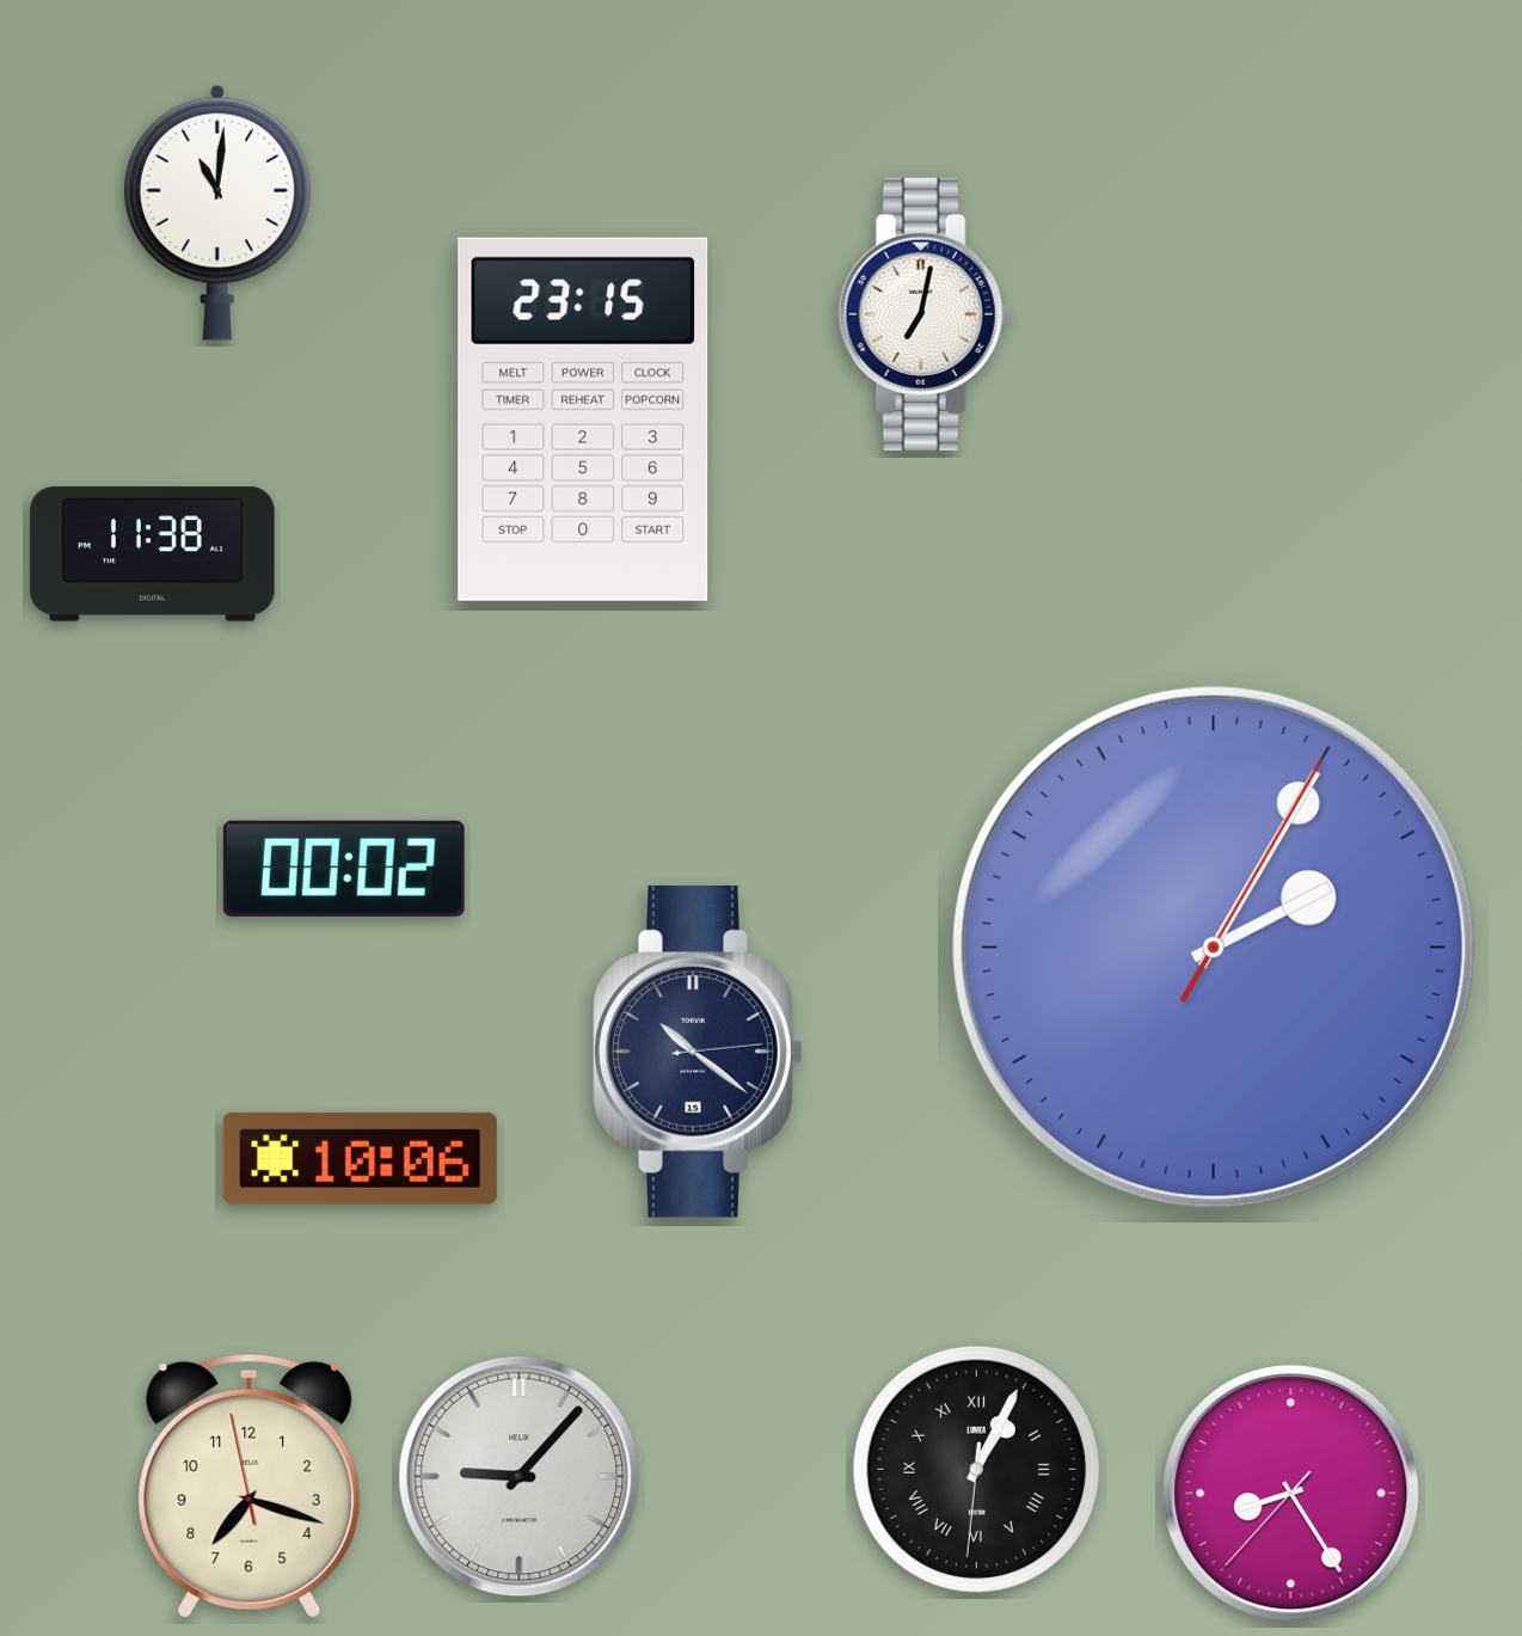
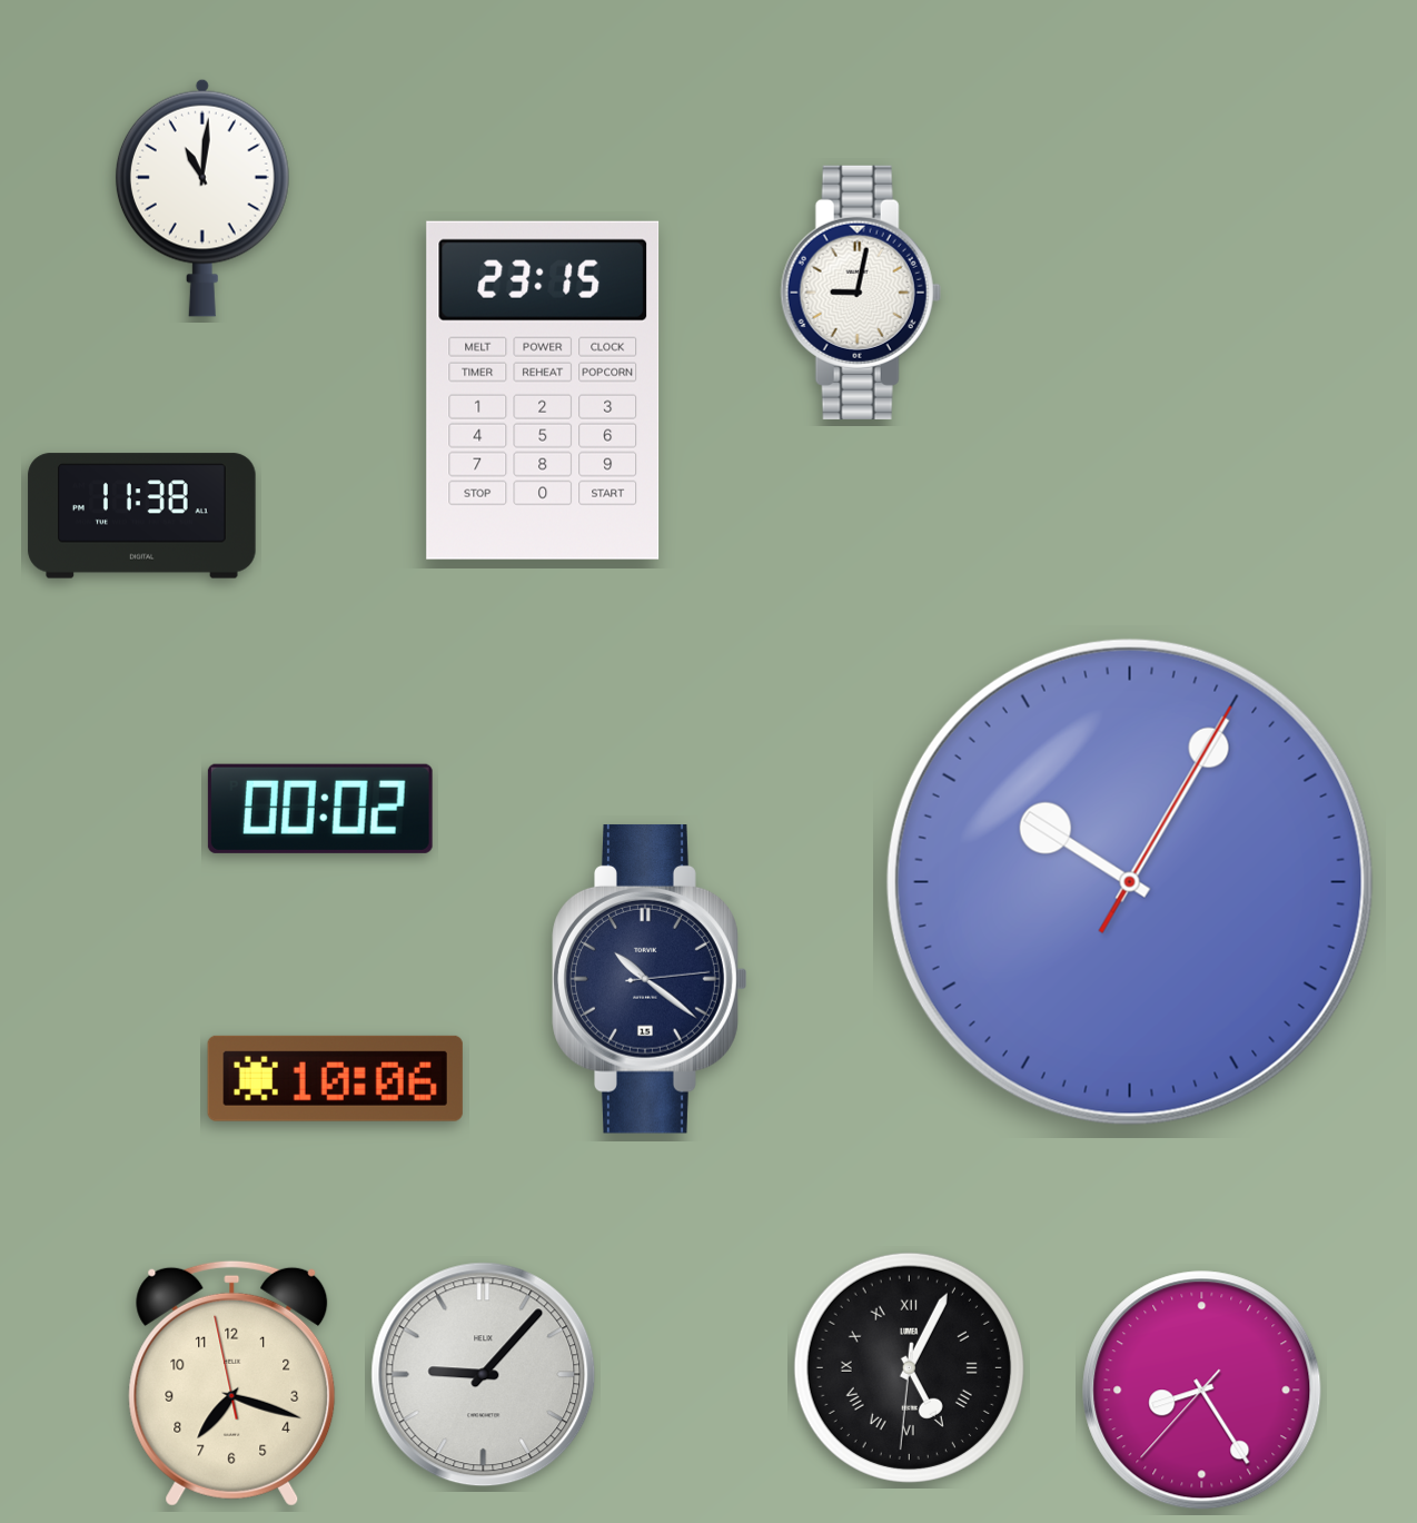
clock at (925, 314): 7:02 -> 9:02
clock at (1214, 948): 2:05 -> 10:05
clock at (976, 1469): 1:04 -> 5:04
